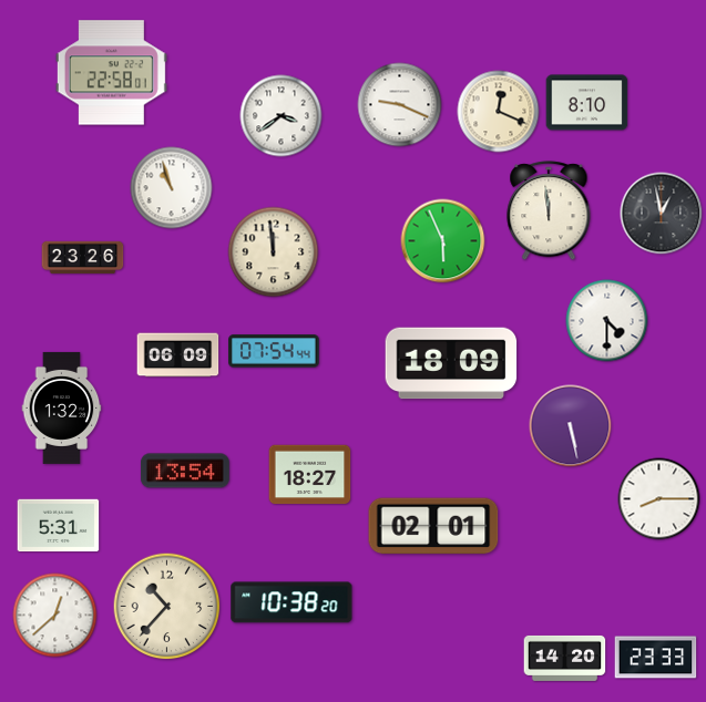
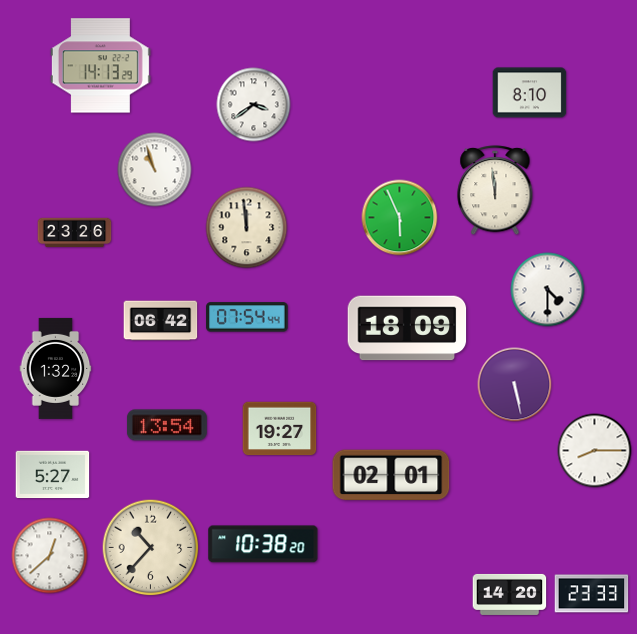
clock at (111, 73): 22:58 -> 14:13
clock at (400, 105): 9:19 -> none
clock at (499, 112): 12:19 -> none
clock at (662, 214): 12:58 -> none
clock at (178, 355): 06:09 -> 06:42
clock at (310, 475): 18:27 -> 19:27
clock at (59, 526): 5:31 -> 5:27
